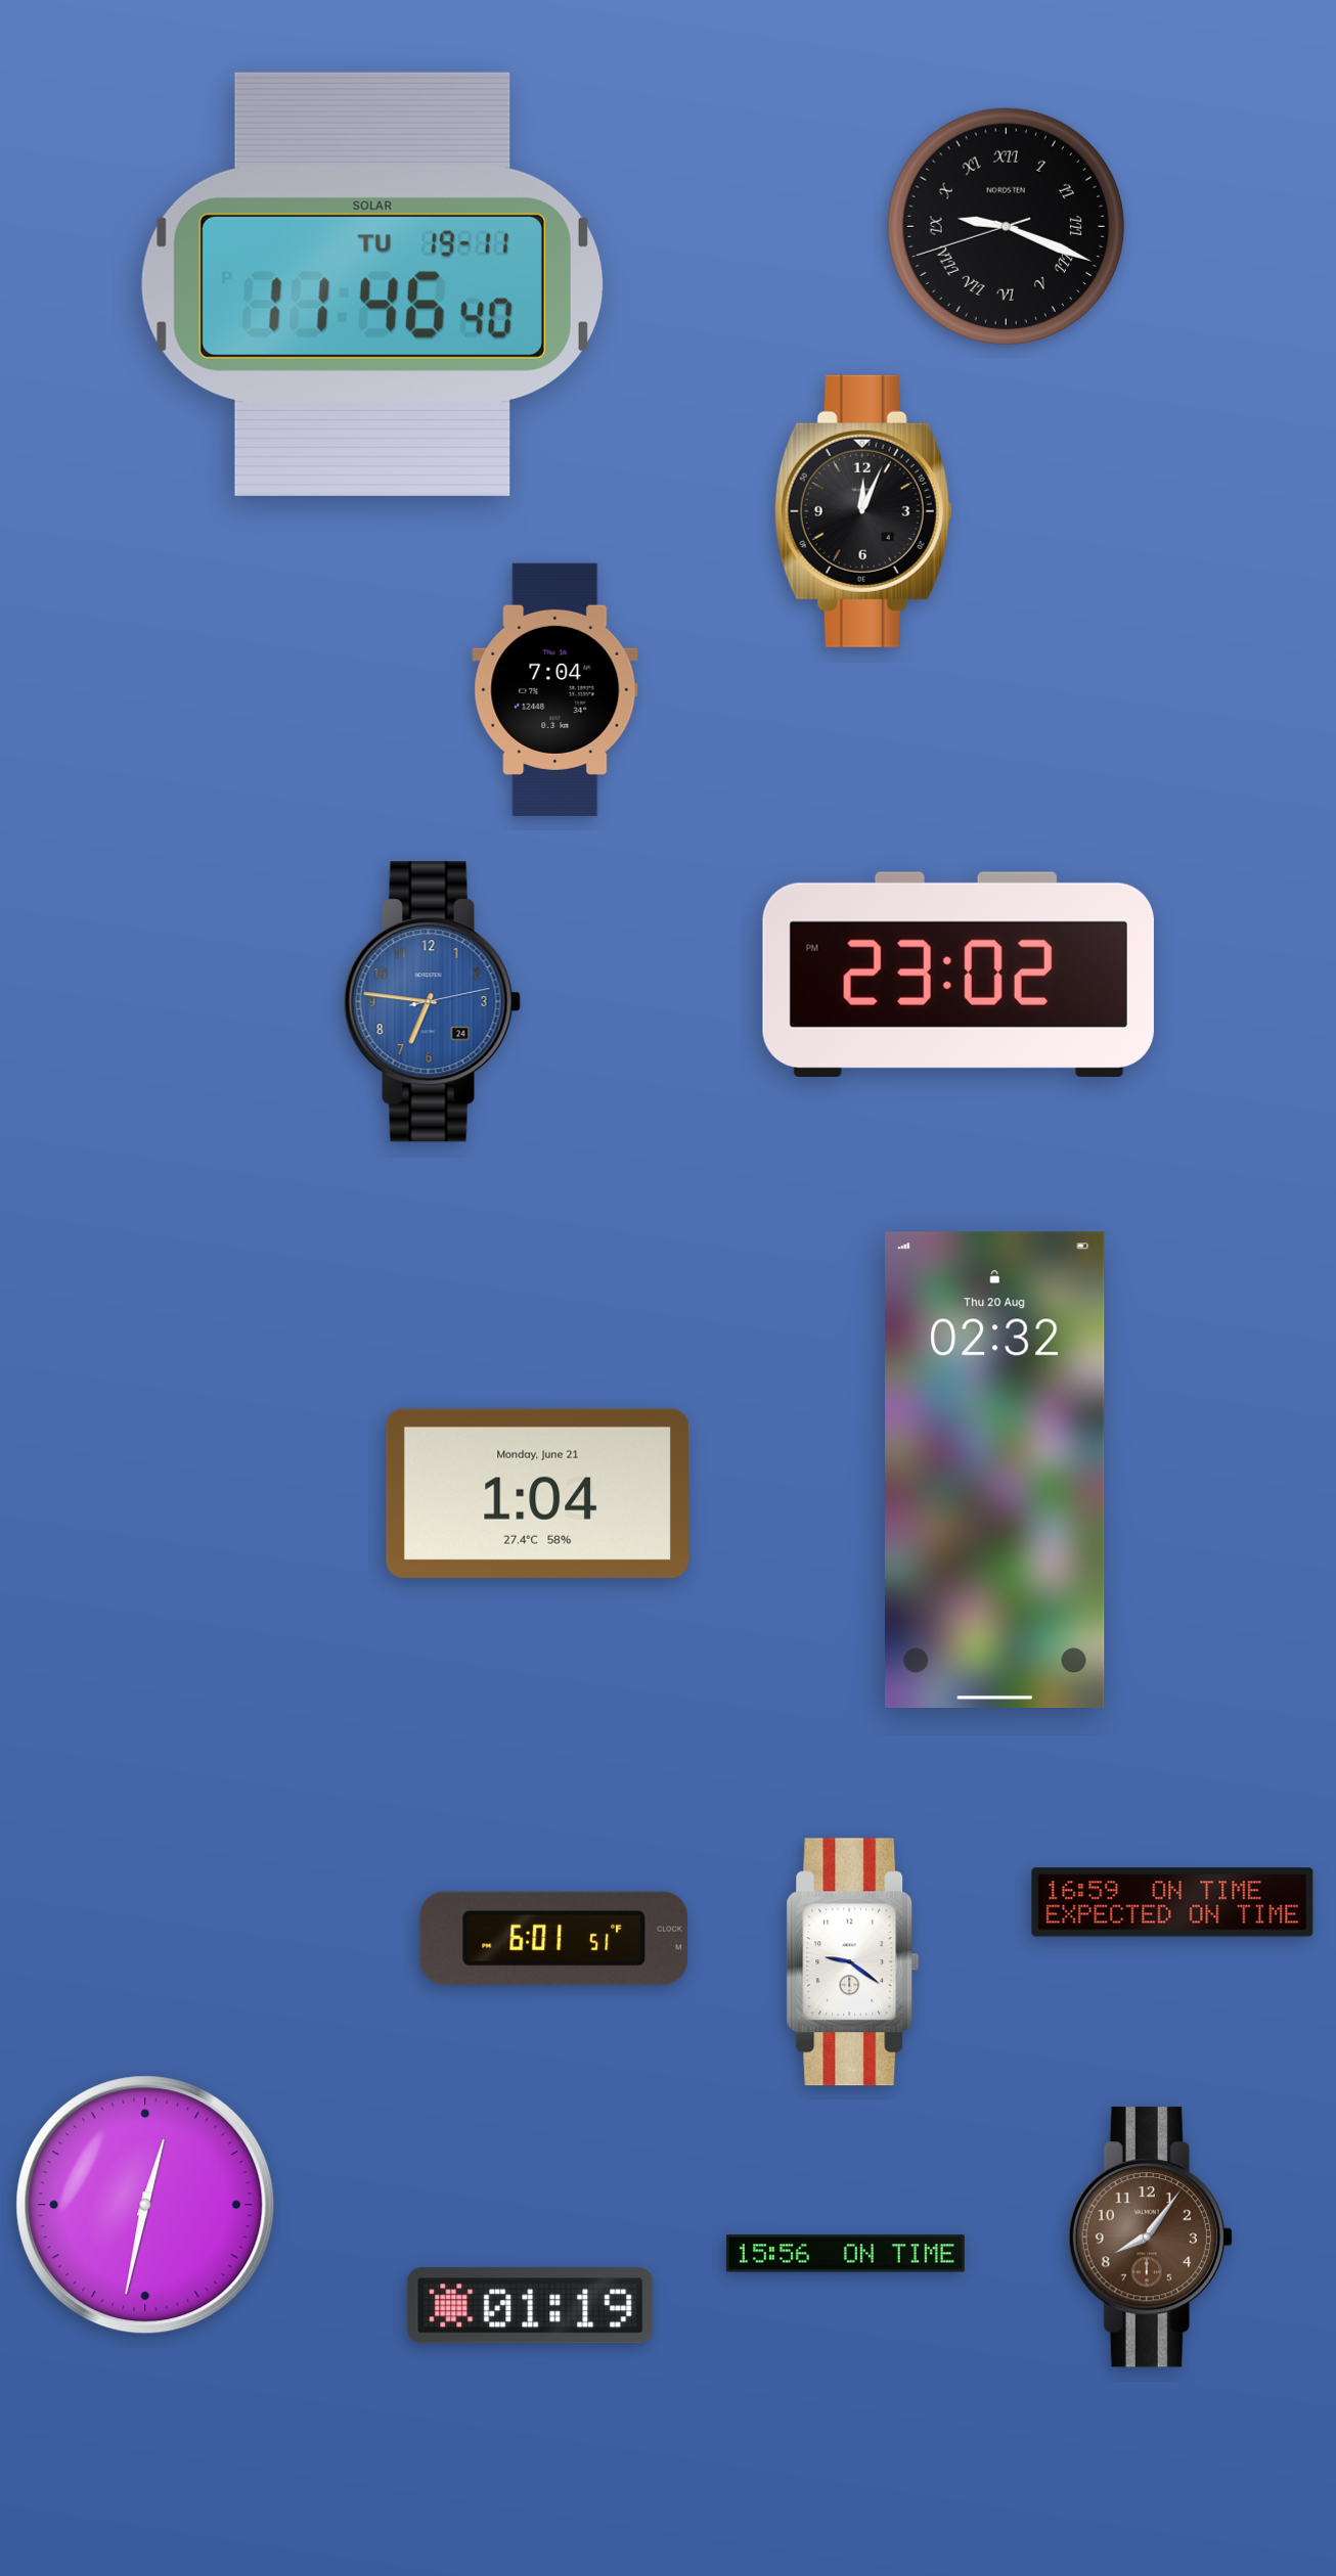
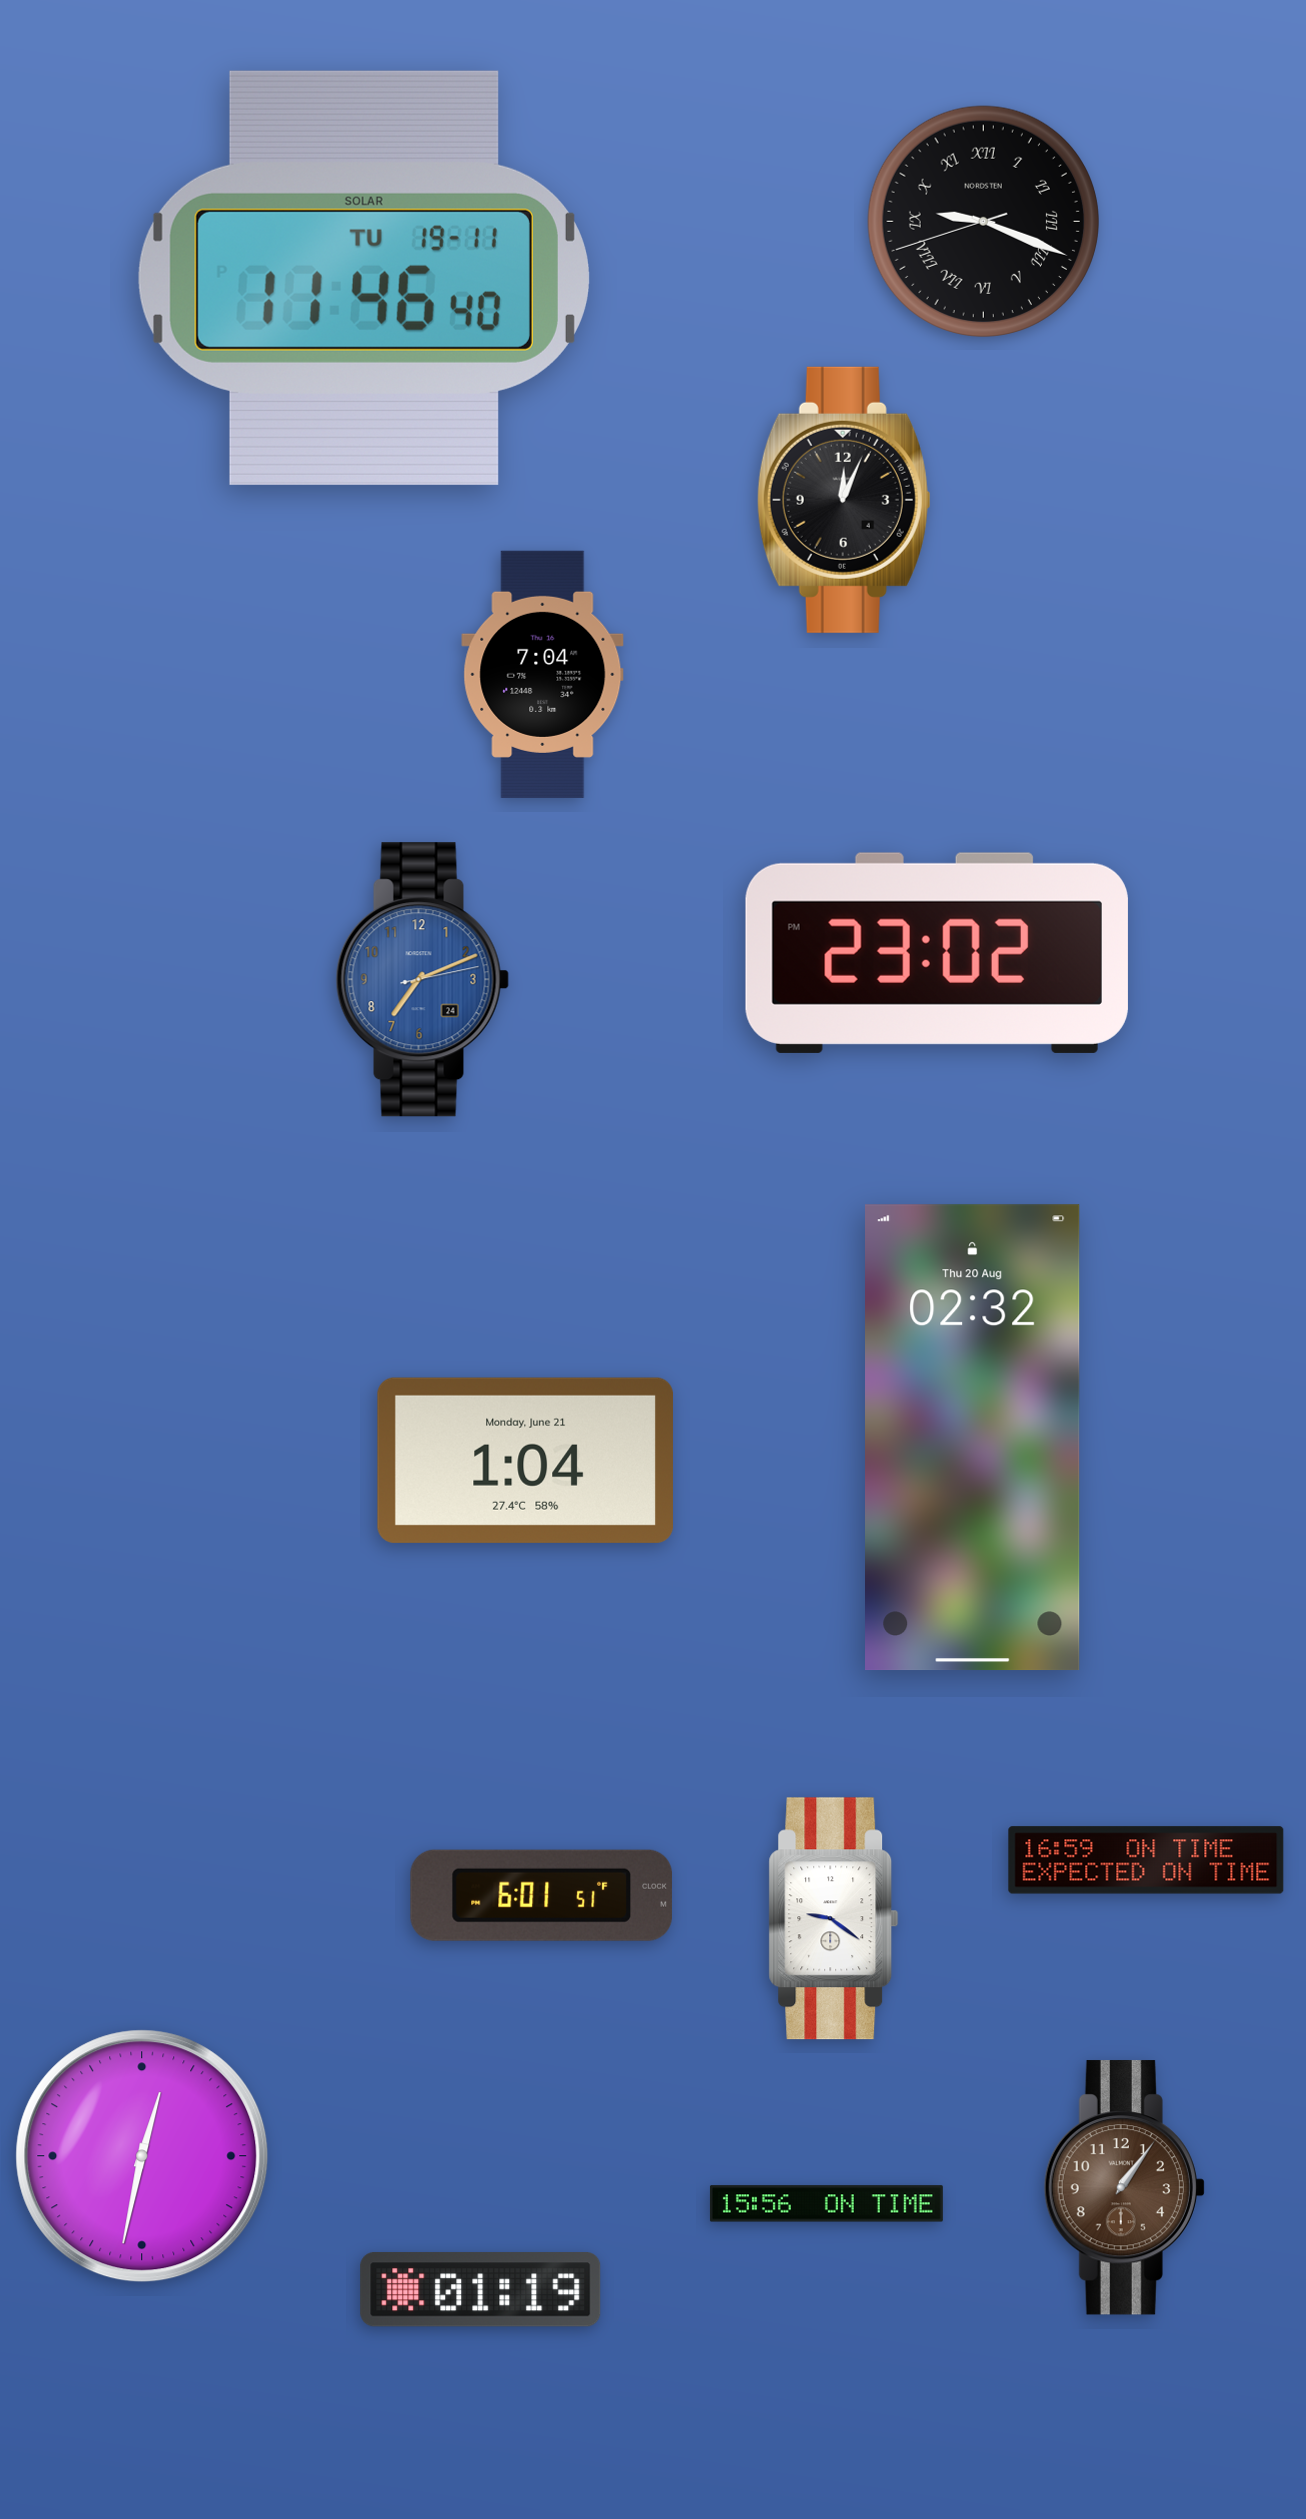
clock at (432, 1002): 6:46 -> 7:11
clock at (1150, 2238): 8:06 -> 1:06
clock at (531, 2306) position: (531, 2306) -> (481, 2290)
